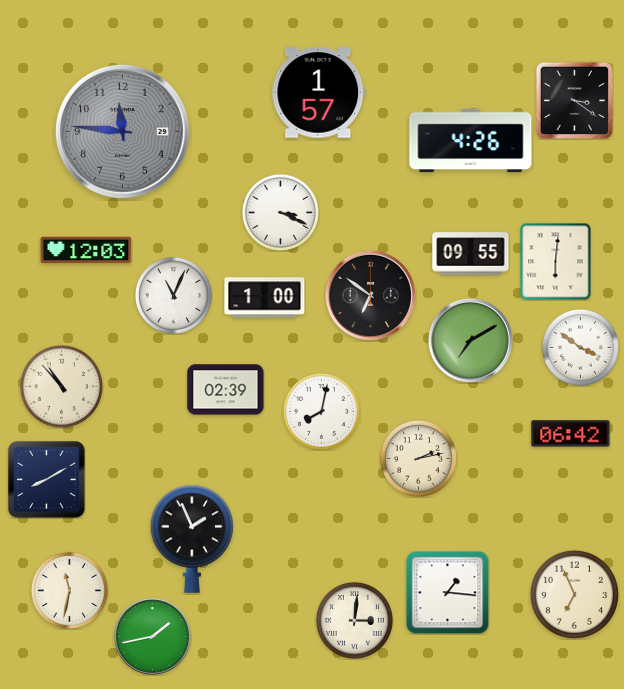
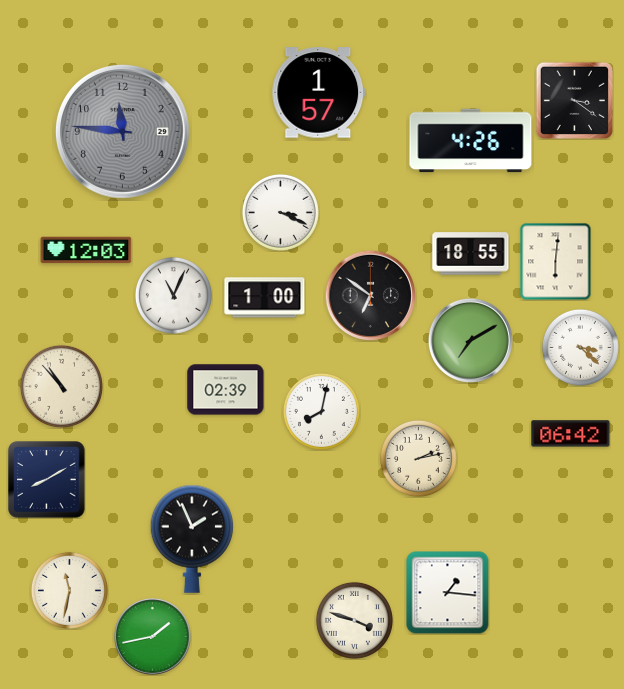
clock at (471, 254): 09:55 -> 18:55
clock at (580, 347): 3:51 -> 3:22
clock at (574, 594): 6:56 -> none
clock at (354, 620): 3:01 -> 3:48
